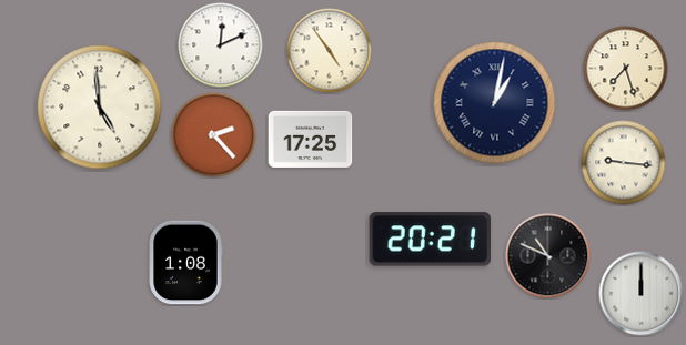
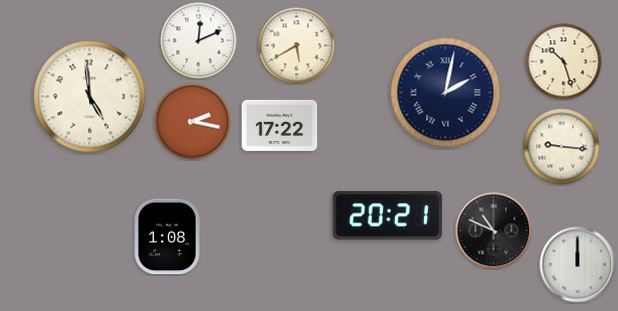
clock at (330, 51): 4:54 -> 5:40
clock at (626, 69): 7:27 -> 10:27
clock at (495, 103): 1:02 -> 2:02
clock at (214, 135): 2:23 -> 2:17
clock at (311, 139): 17:25 -> 17:22
